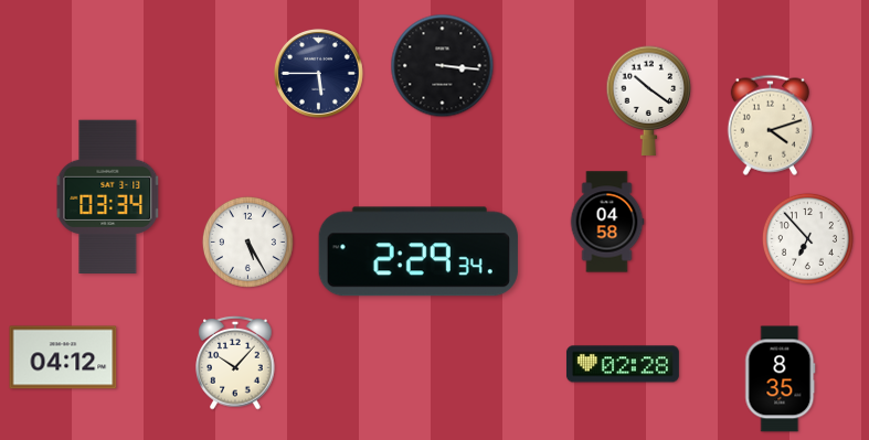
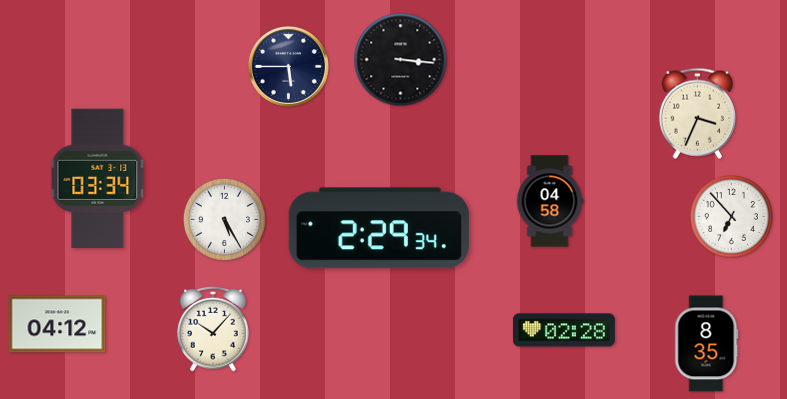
clock at (649, 101): 10:21 -> none
clock at (770, 125): 4:12 -> 3:34
